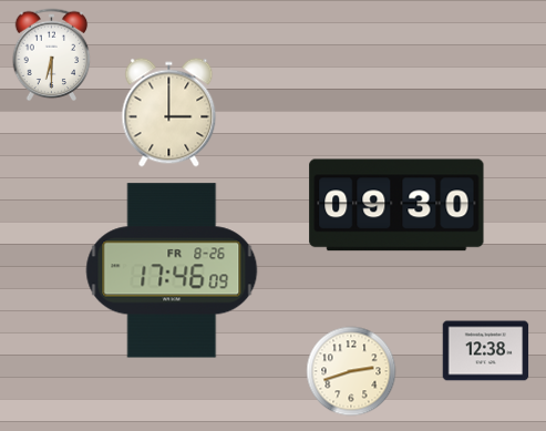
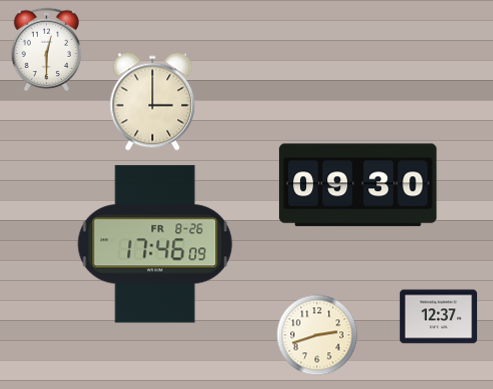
clock at (52, 55): 6:30 -> 12:30
clock at (486, 351): 12:38 -> 12:37
